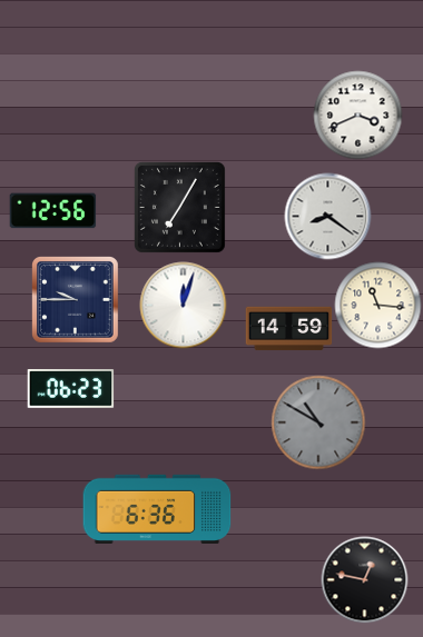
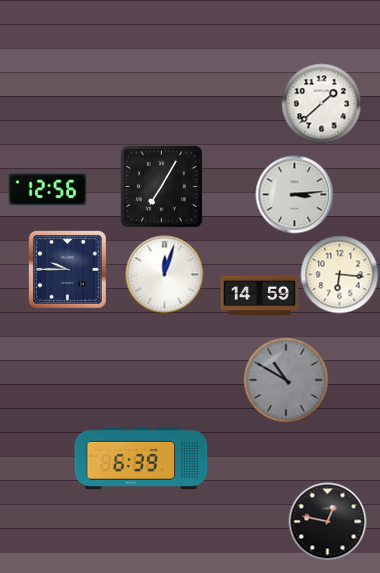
clock at (357, 115): 3:41 -> 1:38
clock at (327, 216): 8:21 -> 3:14
clock at (377, 305): 11:16 -> 6:16
clock at (70, 389): 06:23 -> none
clock at (157, 509): 6:36 -> 6:39
